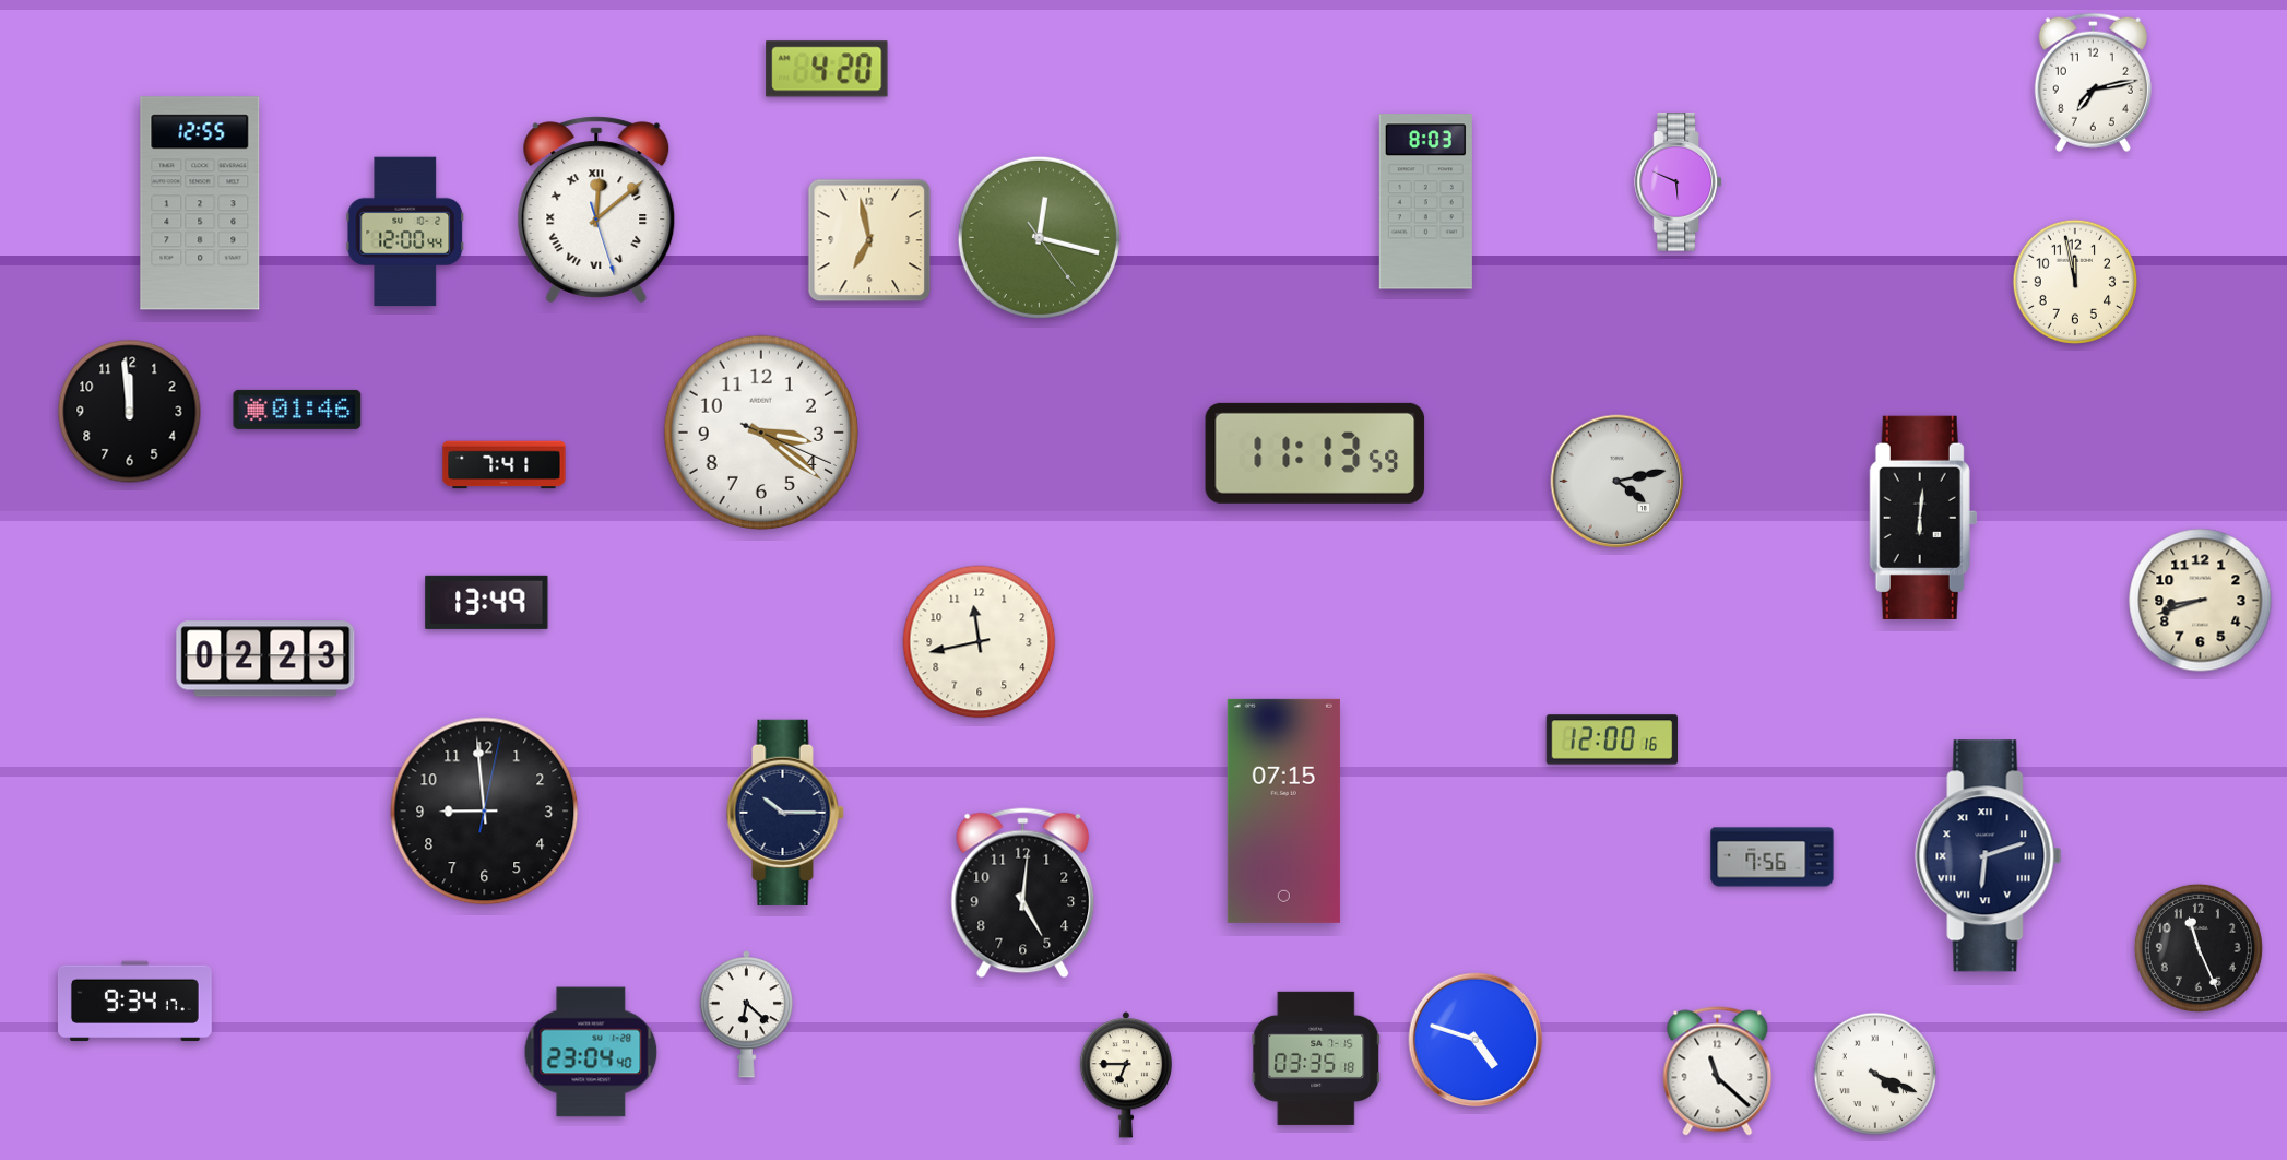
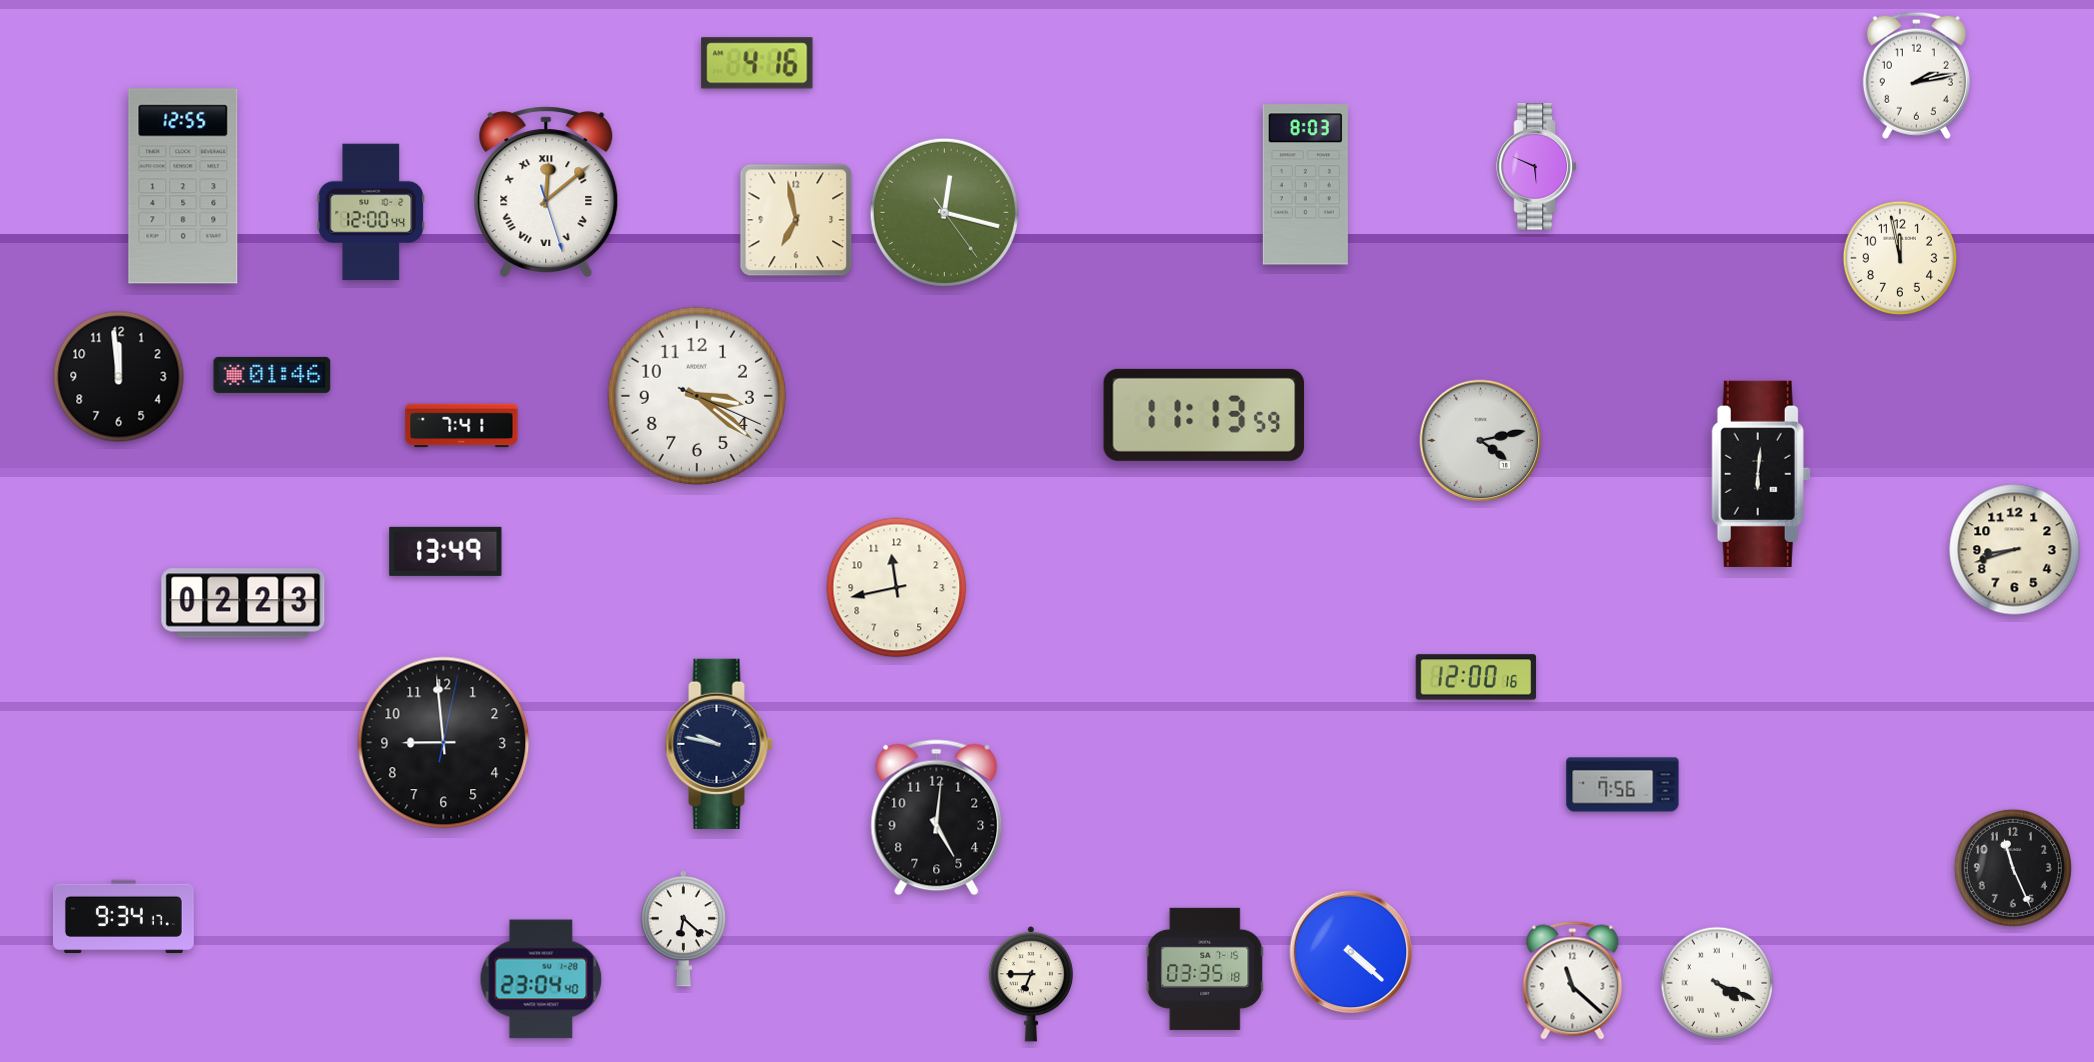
clock at (827, 69): 4:20 -> 4:16
clock at (2093, 82): 7:13 -> 2:13
clock at (1039, 237) position: (1039, 237) -> (944, 212)
clock at (1283, 810): 07:15 -> none
clock at (785, 813): 10:15 -> 9:47
clock at (1989, 856): 6:12 -> none
clock at (1476, 1040): 4:48 -> 4:22
clock at (591, 1052) position: (591, 1052) -> (541, 979)
